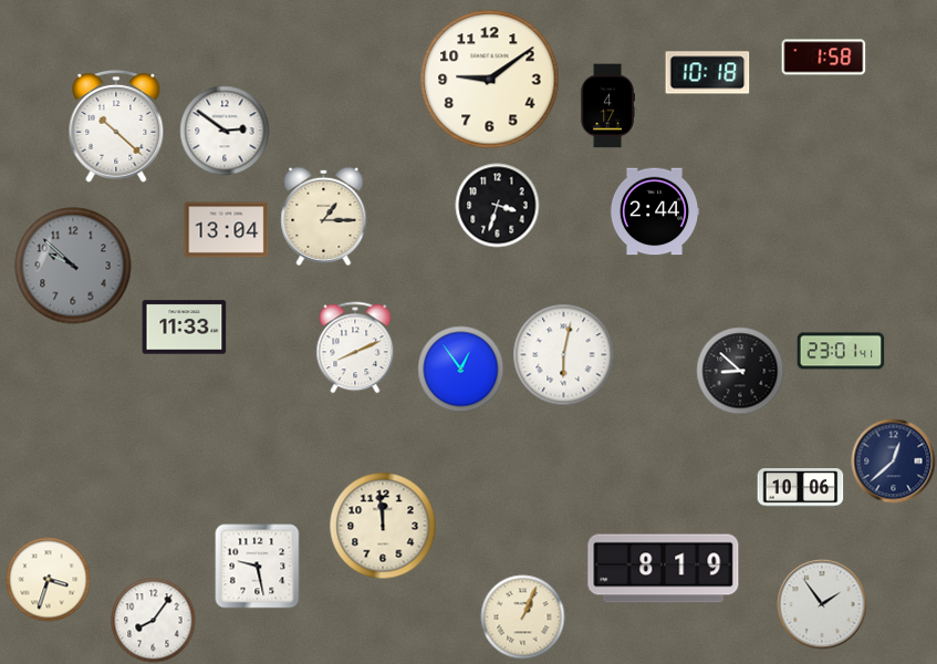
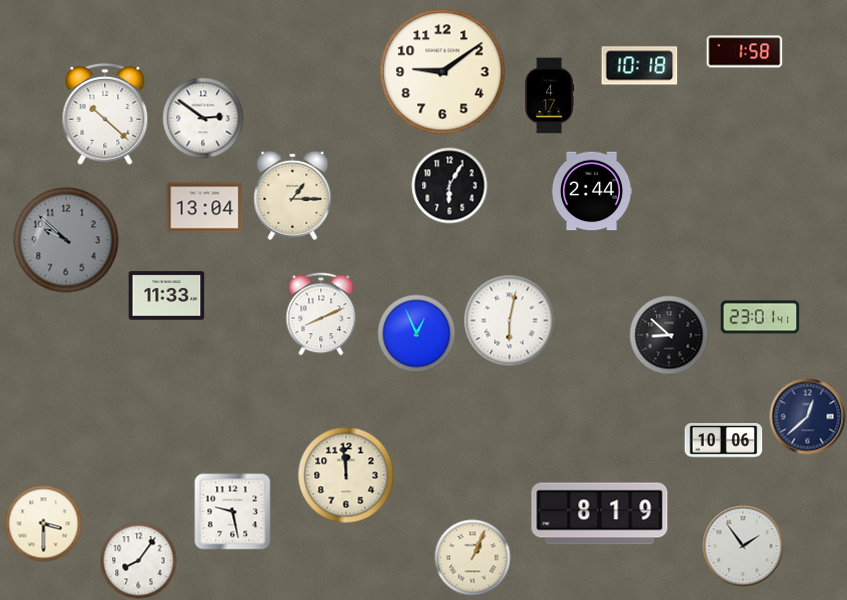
clock at (498, 206): 3:33 -> 6:05
clock at (461, 370): 12:54 -> 12:56
clock at (49, 580): 3:33 -> 3:30
